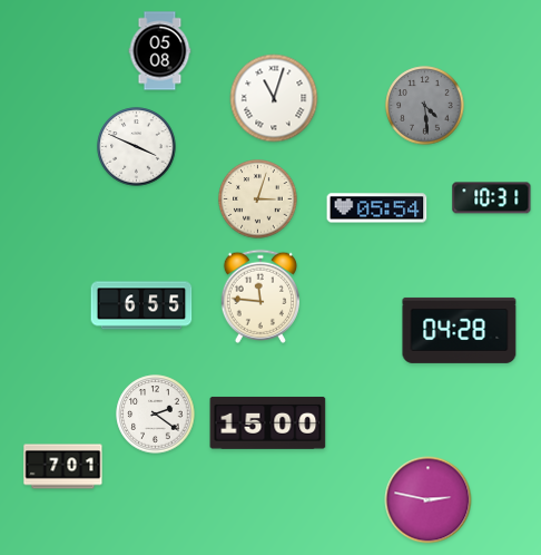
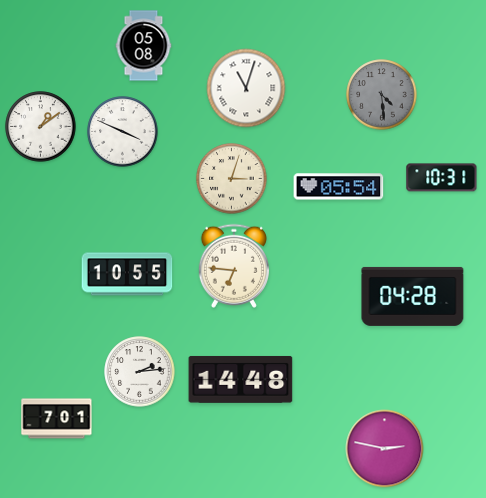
clock at (41, 127): none -> 1:09
clock at (260, 296): 11:46 -> 6:46
clock at (141, 305): 6:55 -> 10:55
clock at (156, 415): 2:21 -> 2:14
clock at (268, 422): 15:00 -> 14:48
